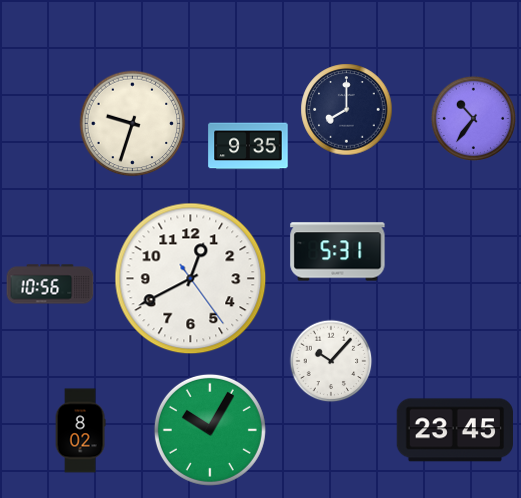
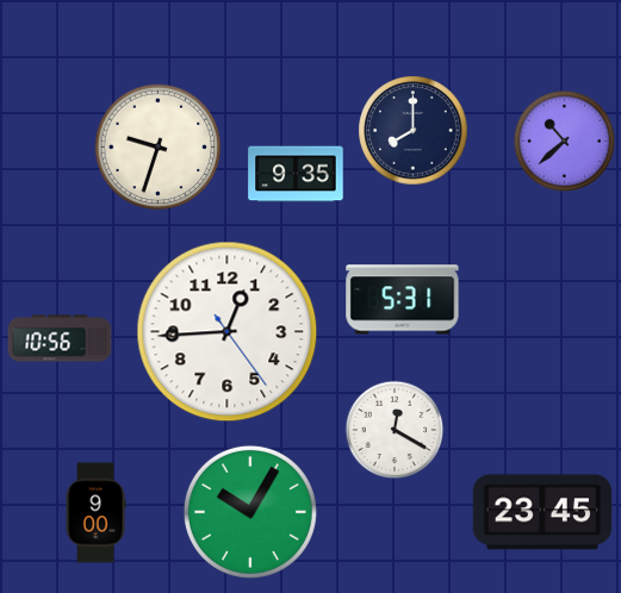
clock at (473, 118): 10:36 -> 10:38
clock at (191, 279): 12:40 -> 12:44
clock at (331, 361): 10:07 -> 12:20
clock at (80, 431): 8:02 -> 9:00
